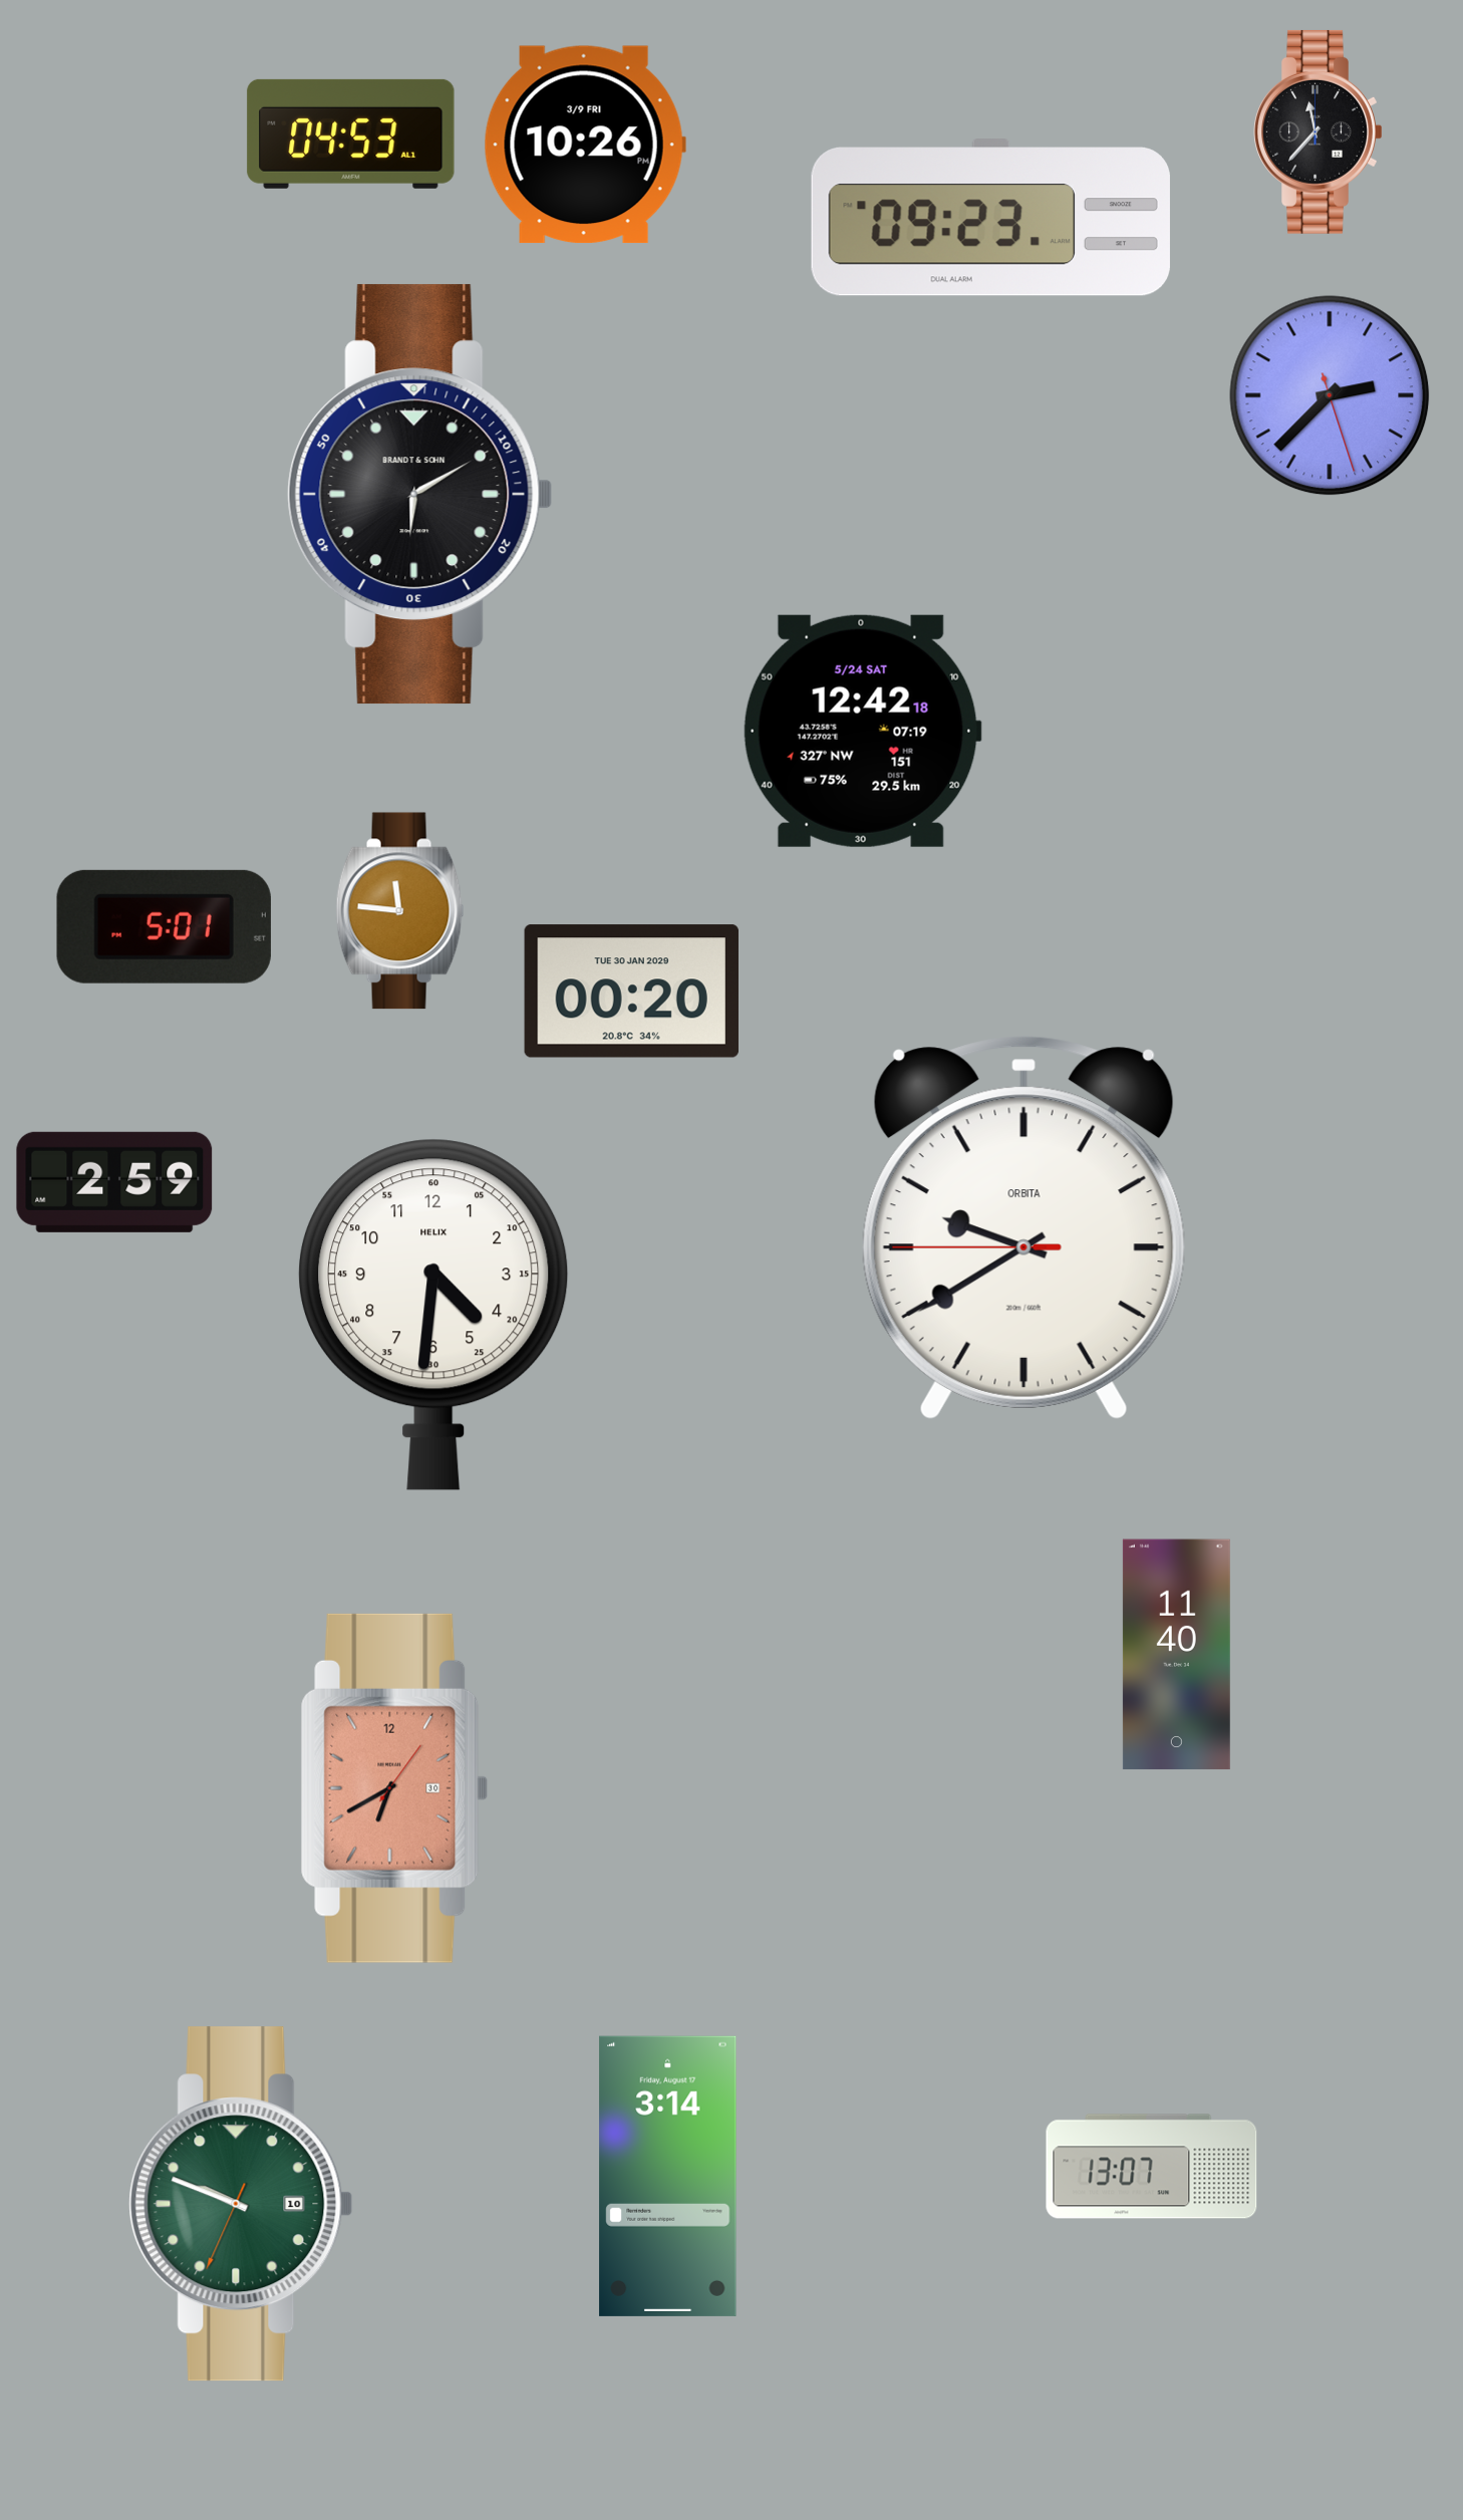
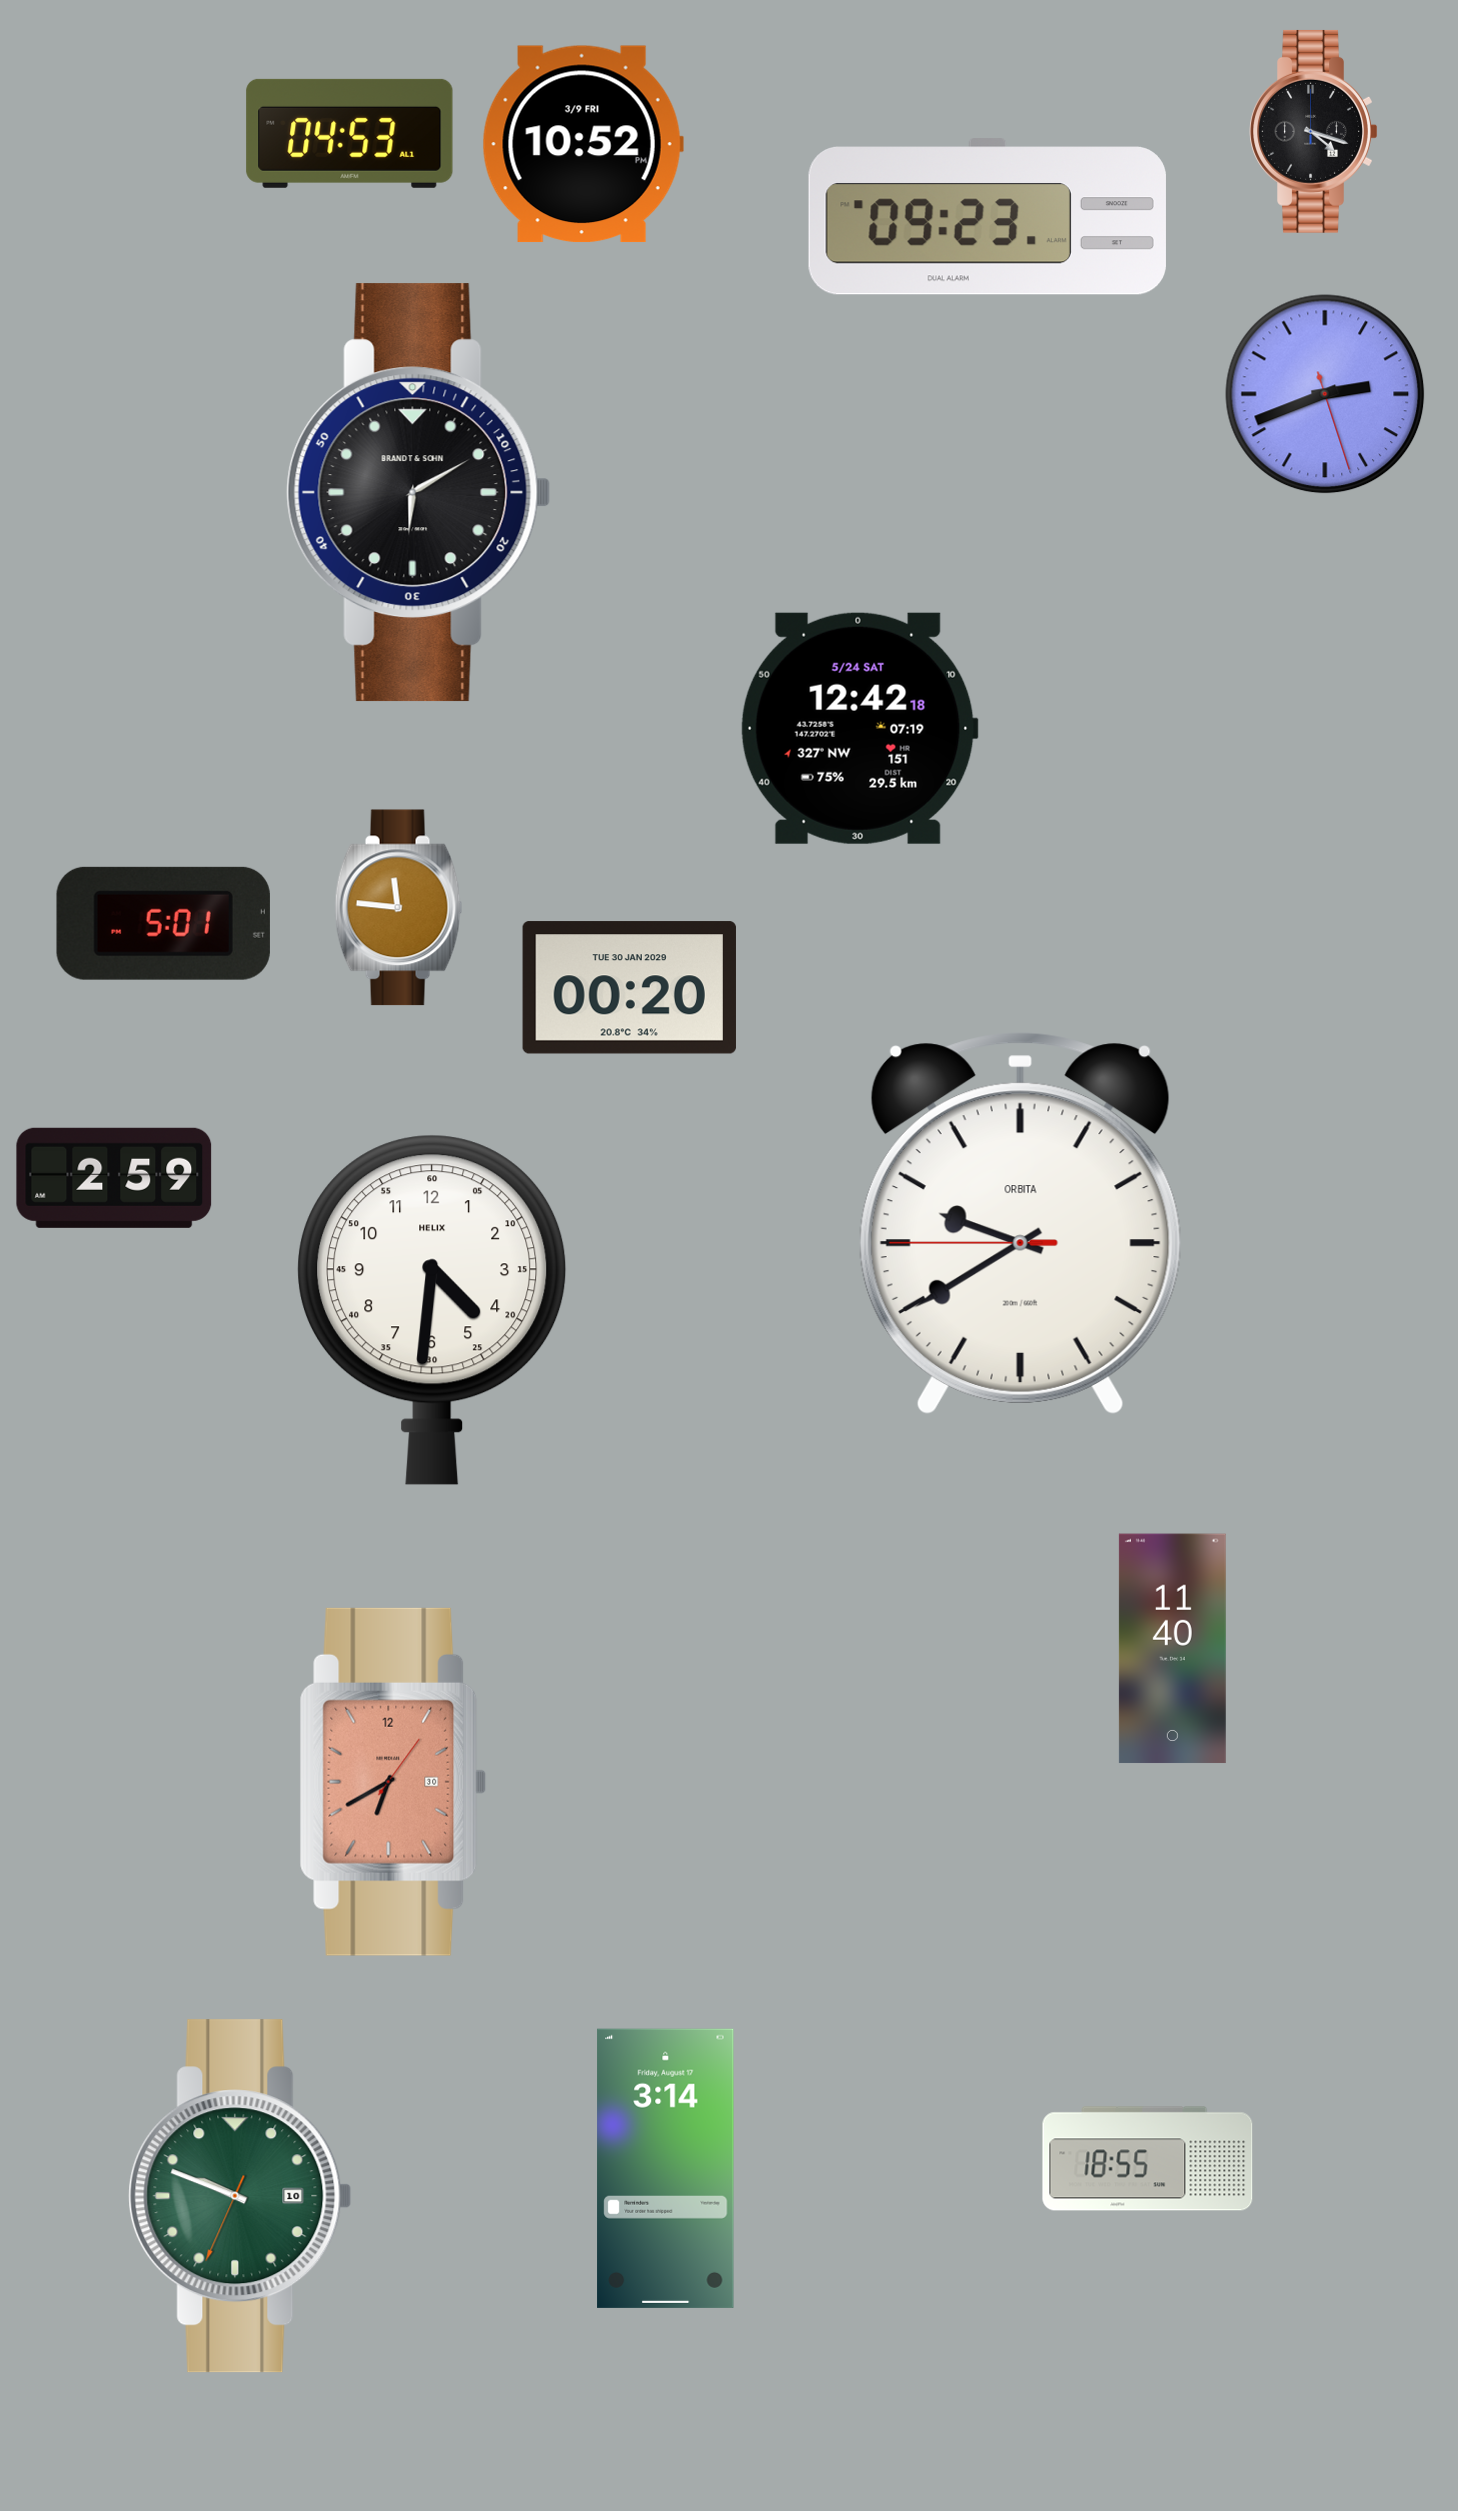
clock at (1319, 131): 11:37 -> 4:18
clock at (585, 145): 10:26 -> 10:52
clock at (1330, 395): 2:37 -> 2:41
clock at (1152, 2167): 13:07 -> 18:55
